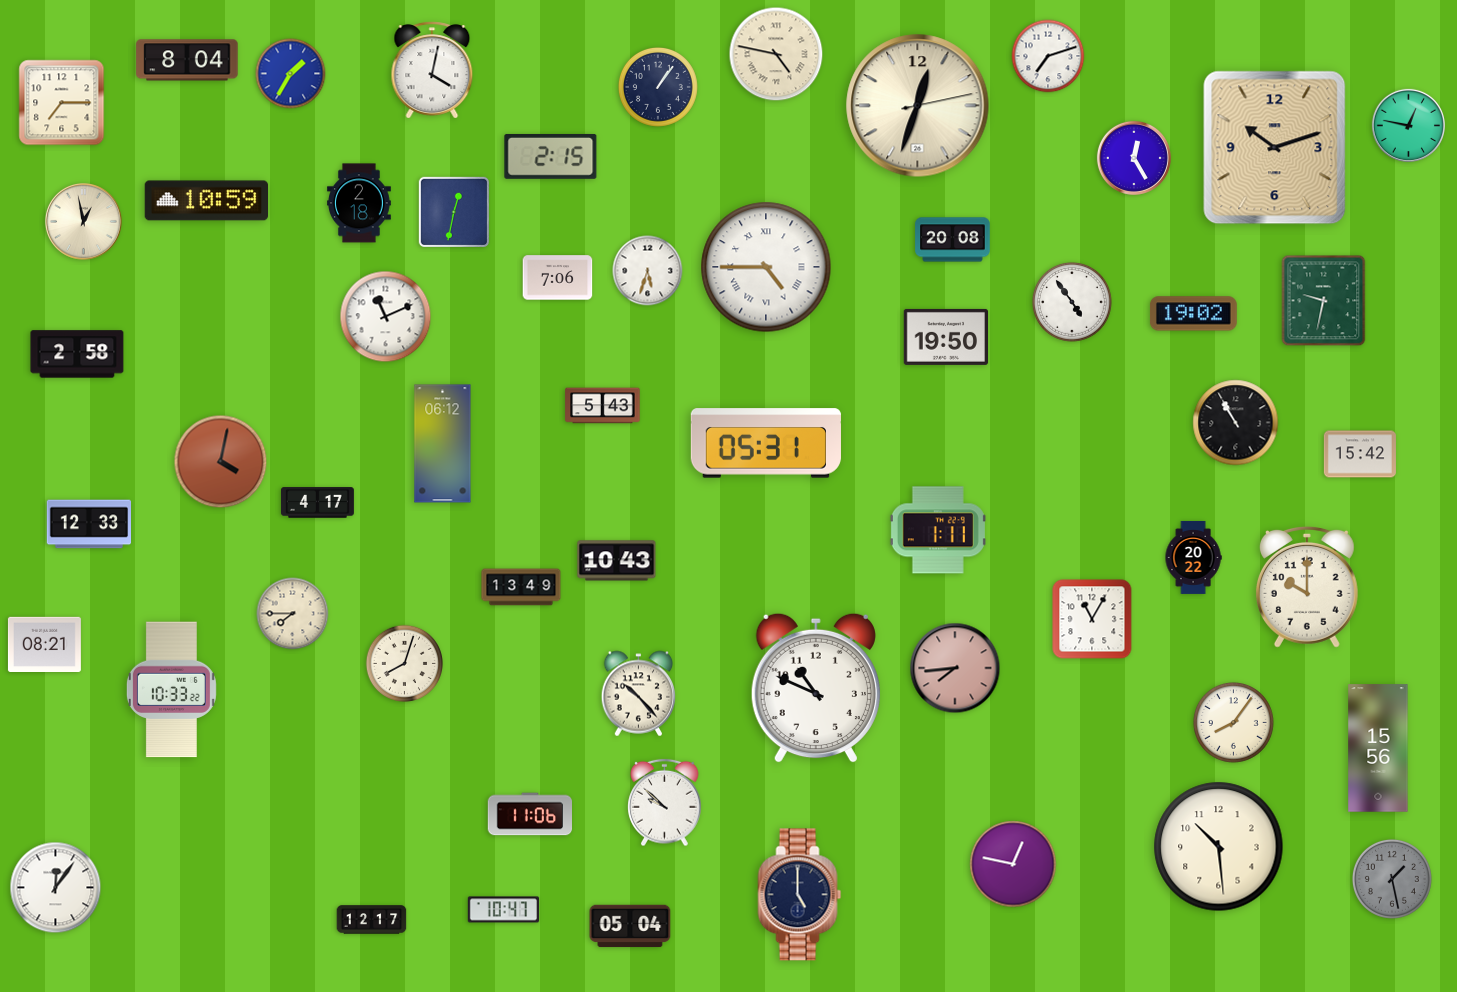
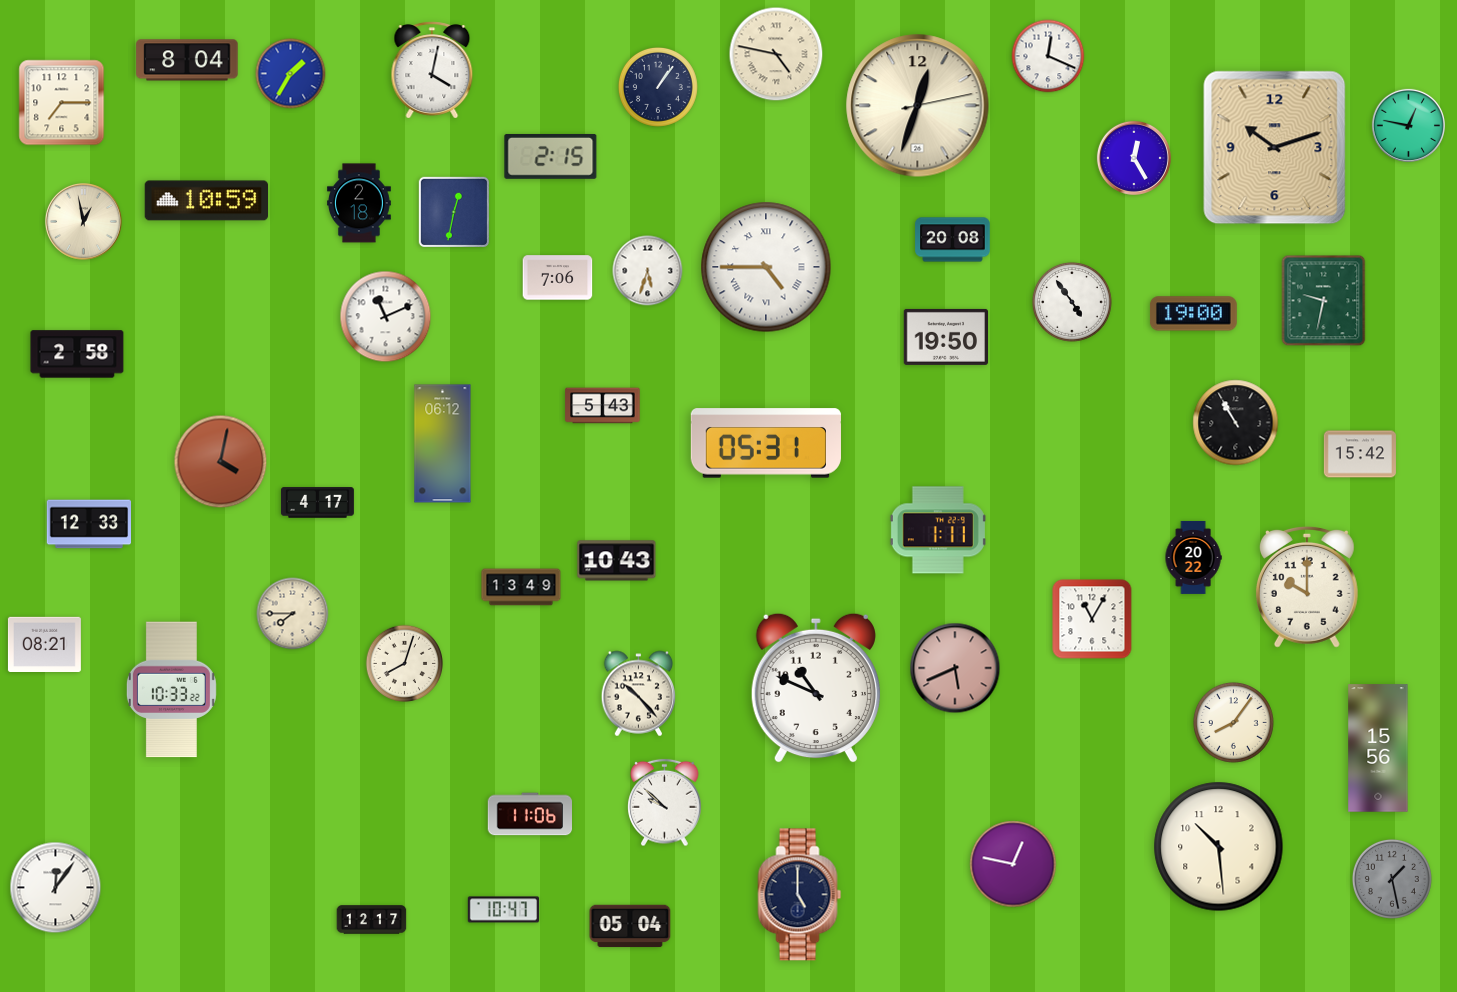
clock at (1048, 56): 7:12 -> 12:19
clock at (1193, 314): 19:02 -> 19:00
clock at (955, 668): 7:44 -> 5:41
